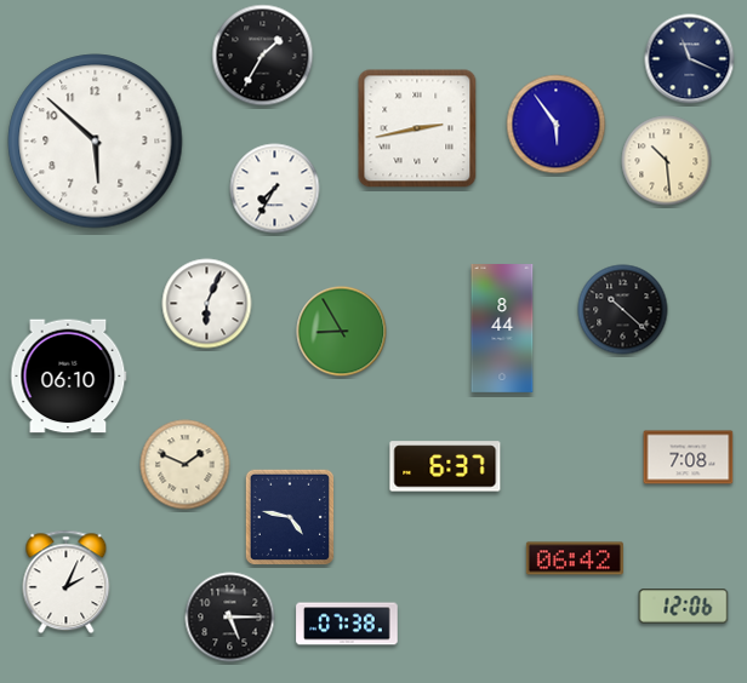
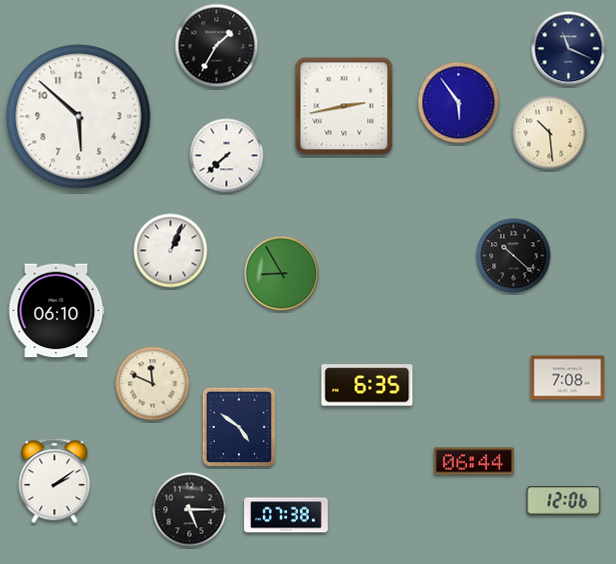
clock at (275, 189): 7:35 -> 7:38
clock at (207, 304): 6:04 -> 1:04
clock at (502, 329): 8:44 -> none
clock at (186, 465): 1:49 -> 11:49
clock at (445, 466): 6:37 -> 6:35
clock at (289, 517): 4:47 -> 4:51
clock at (575, 558): 06:42 -> 06:44
clock at (67, 582): 2:04 -> 2:09
